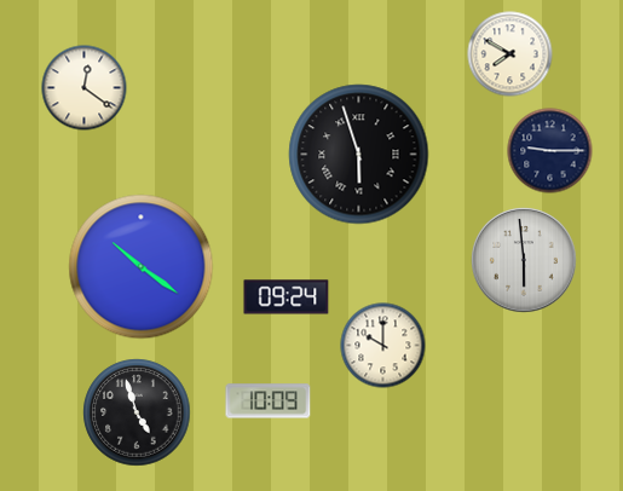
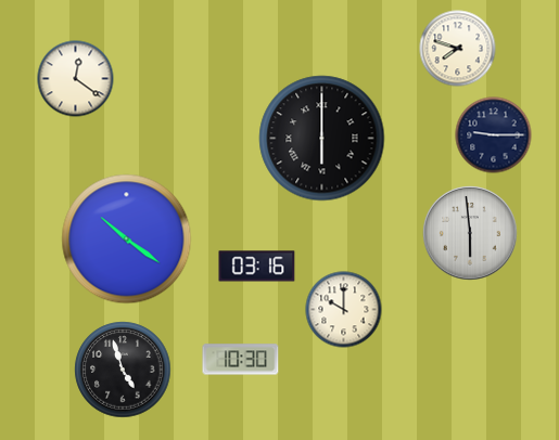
clock at (510, 54): 7:50 -> 7:48
clock at (359, 155): 5:57 -> 6:00
clock at (287, 298): 09:24 -> 03:16
clock at (269, 402): 10:09 -> 10:30
